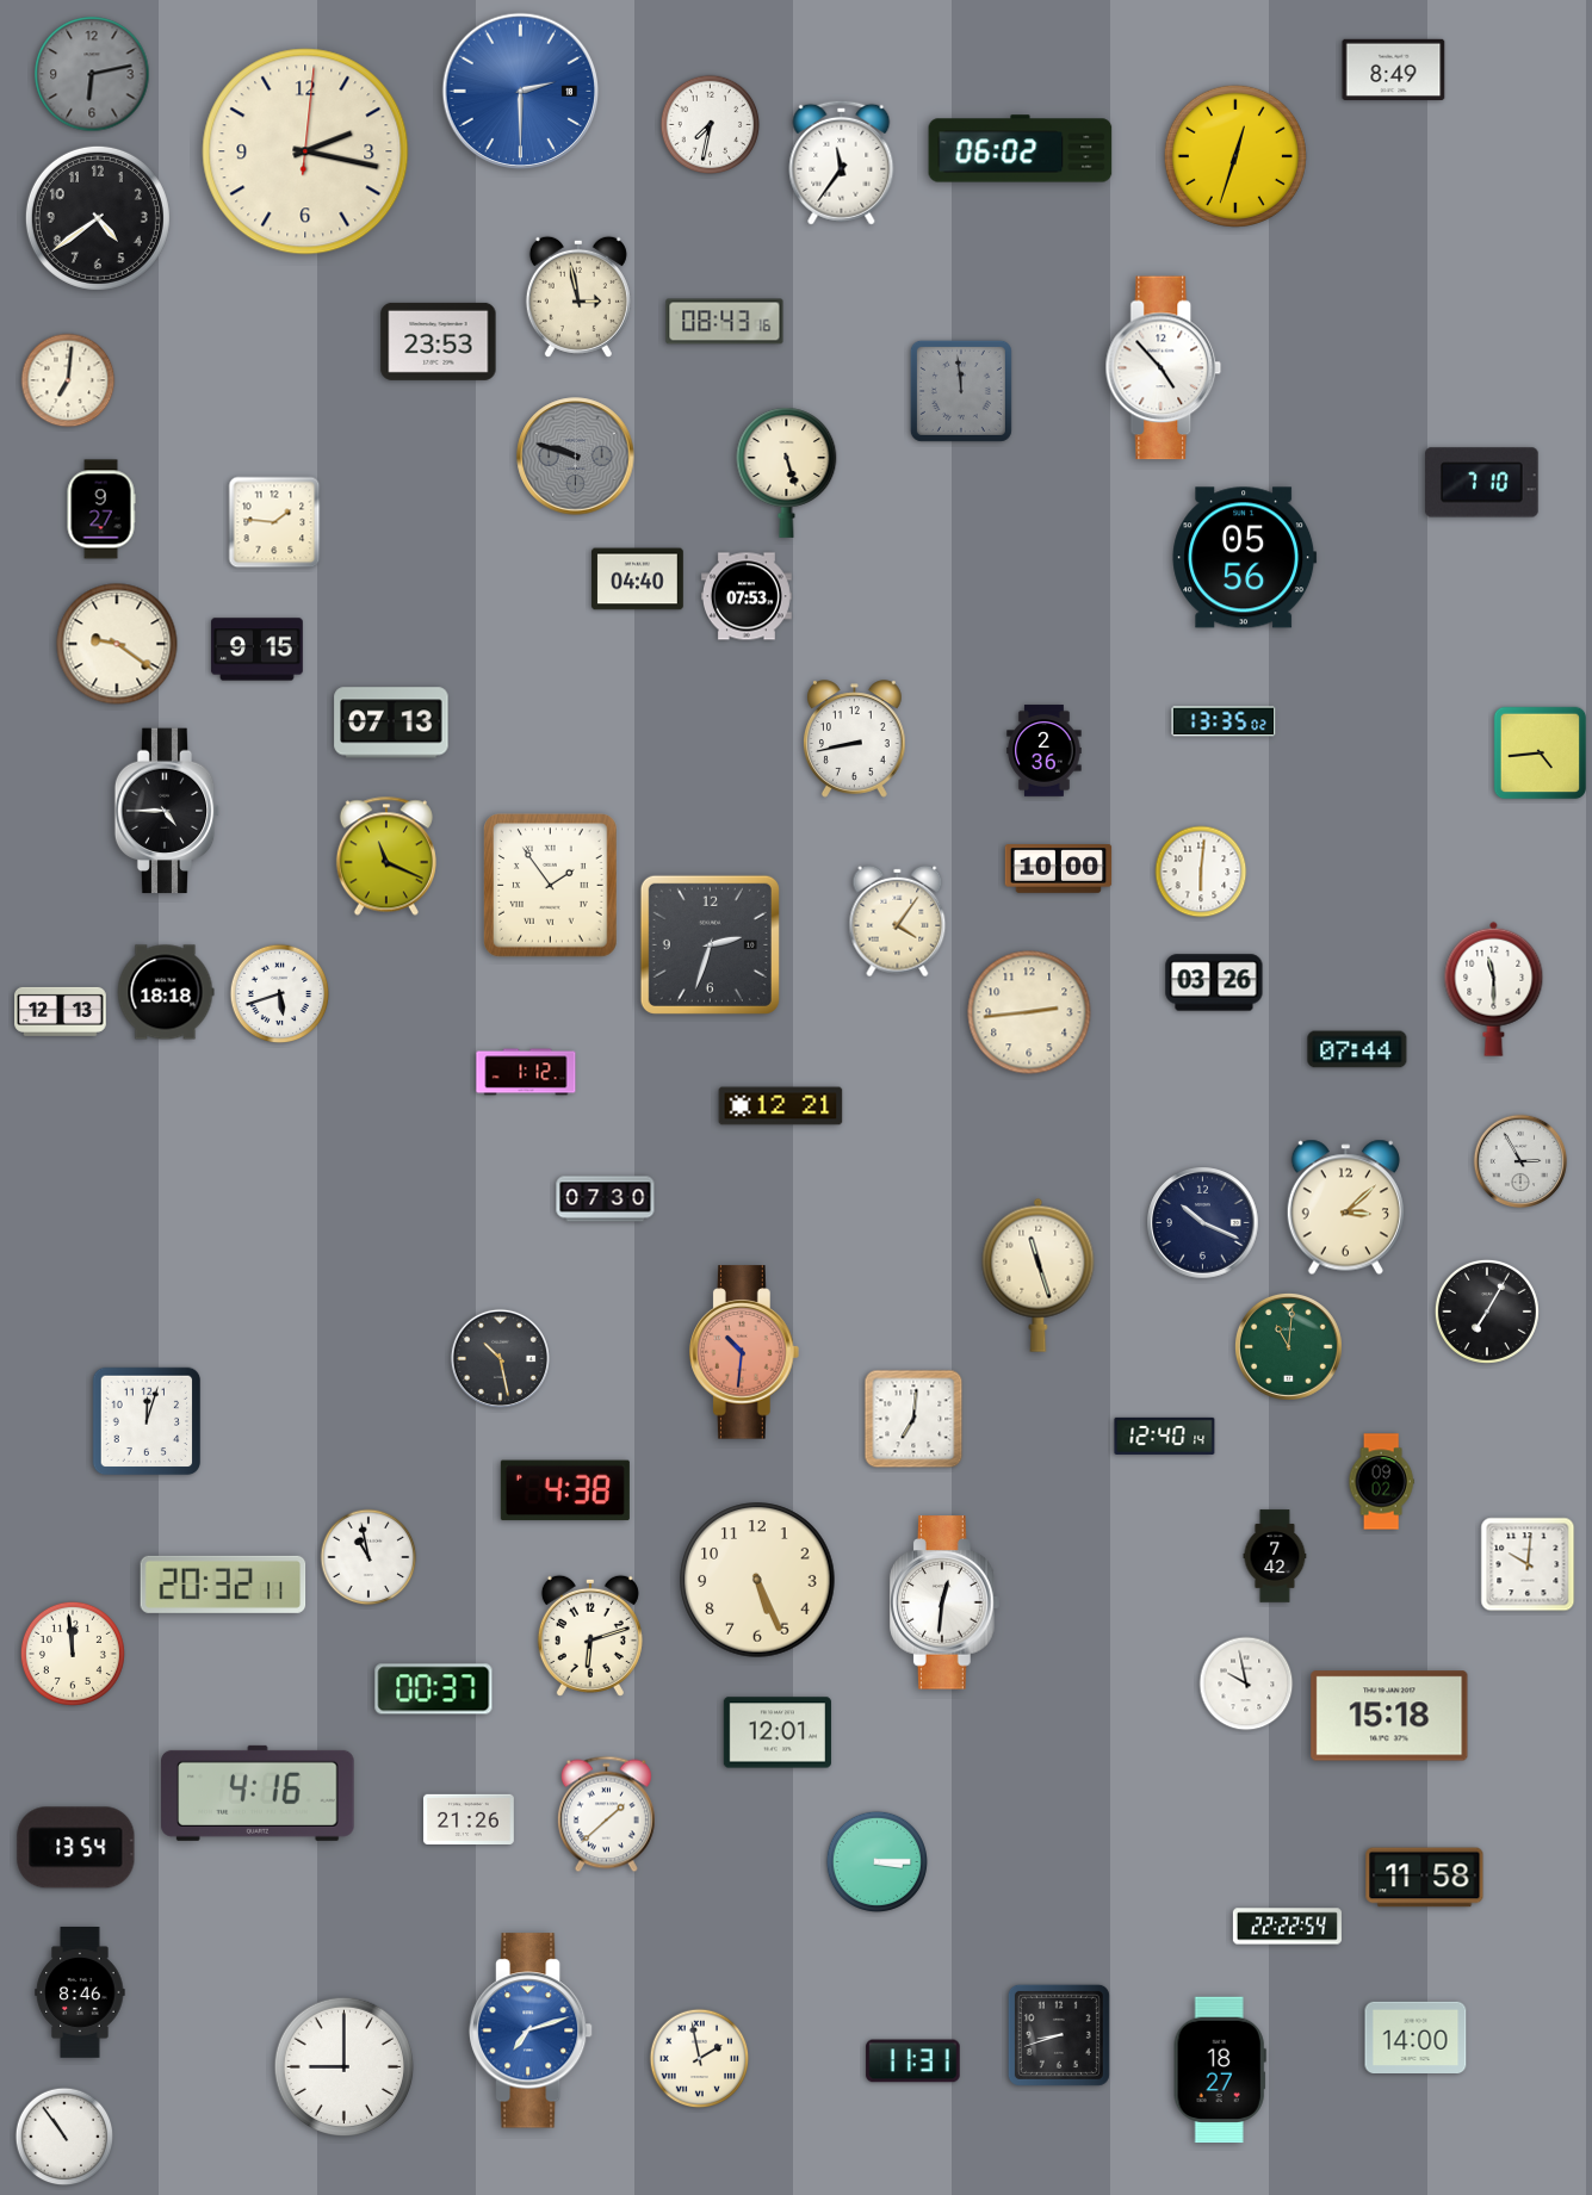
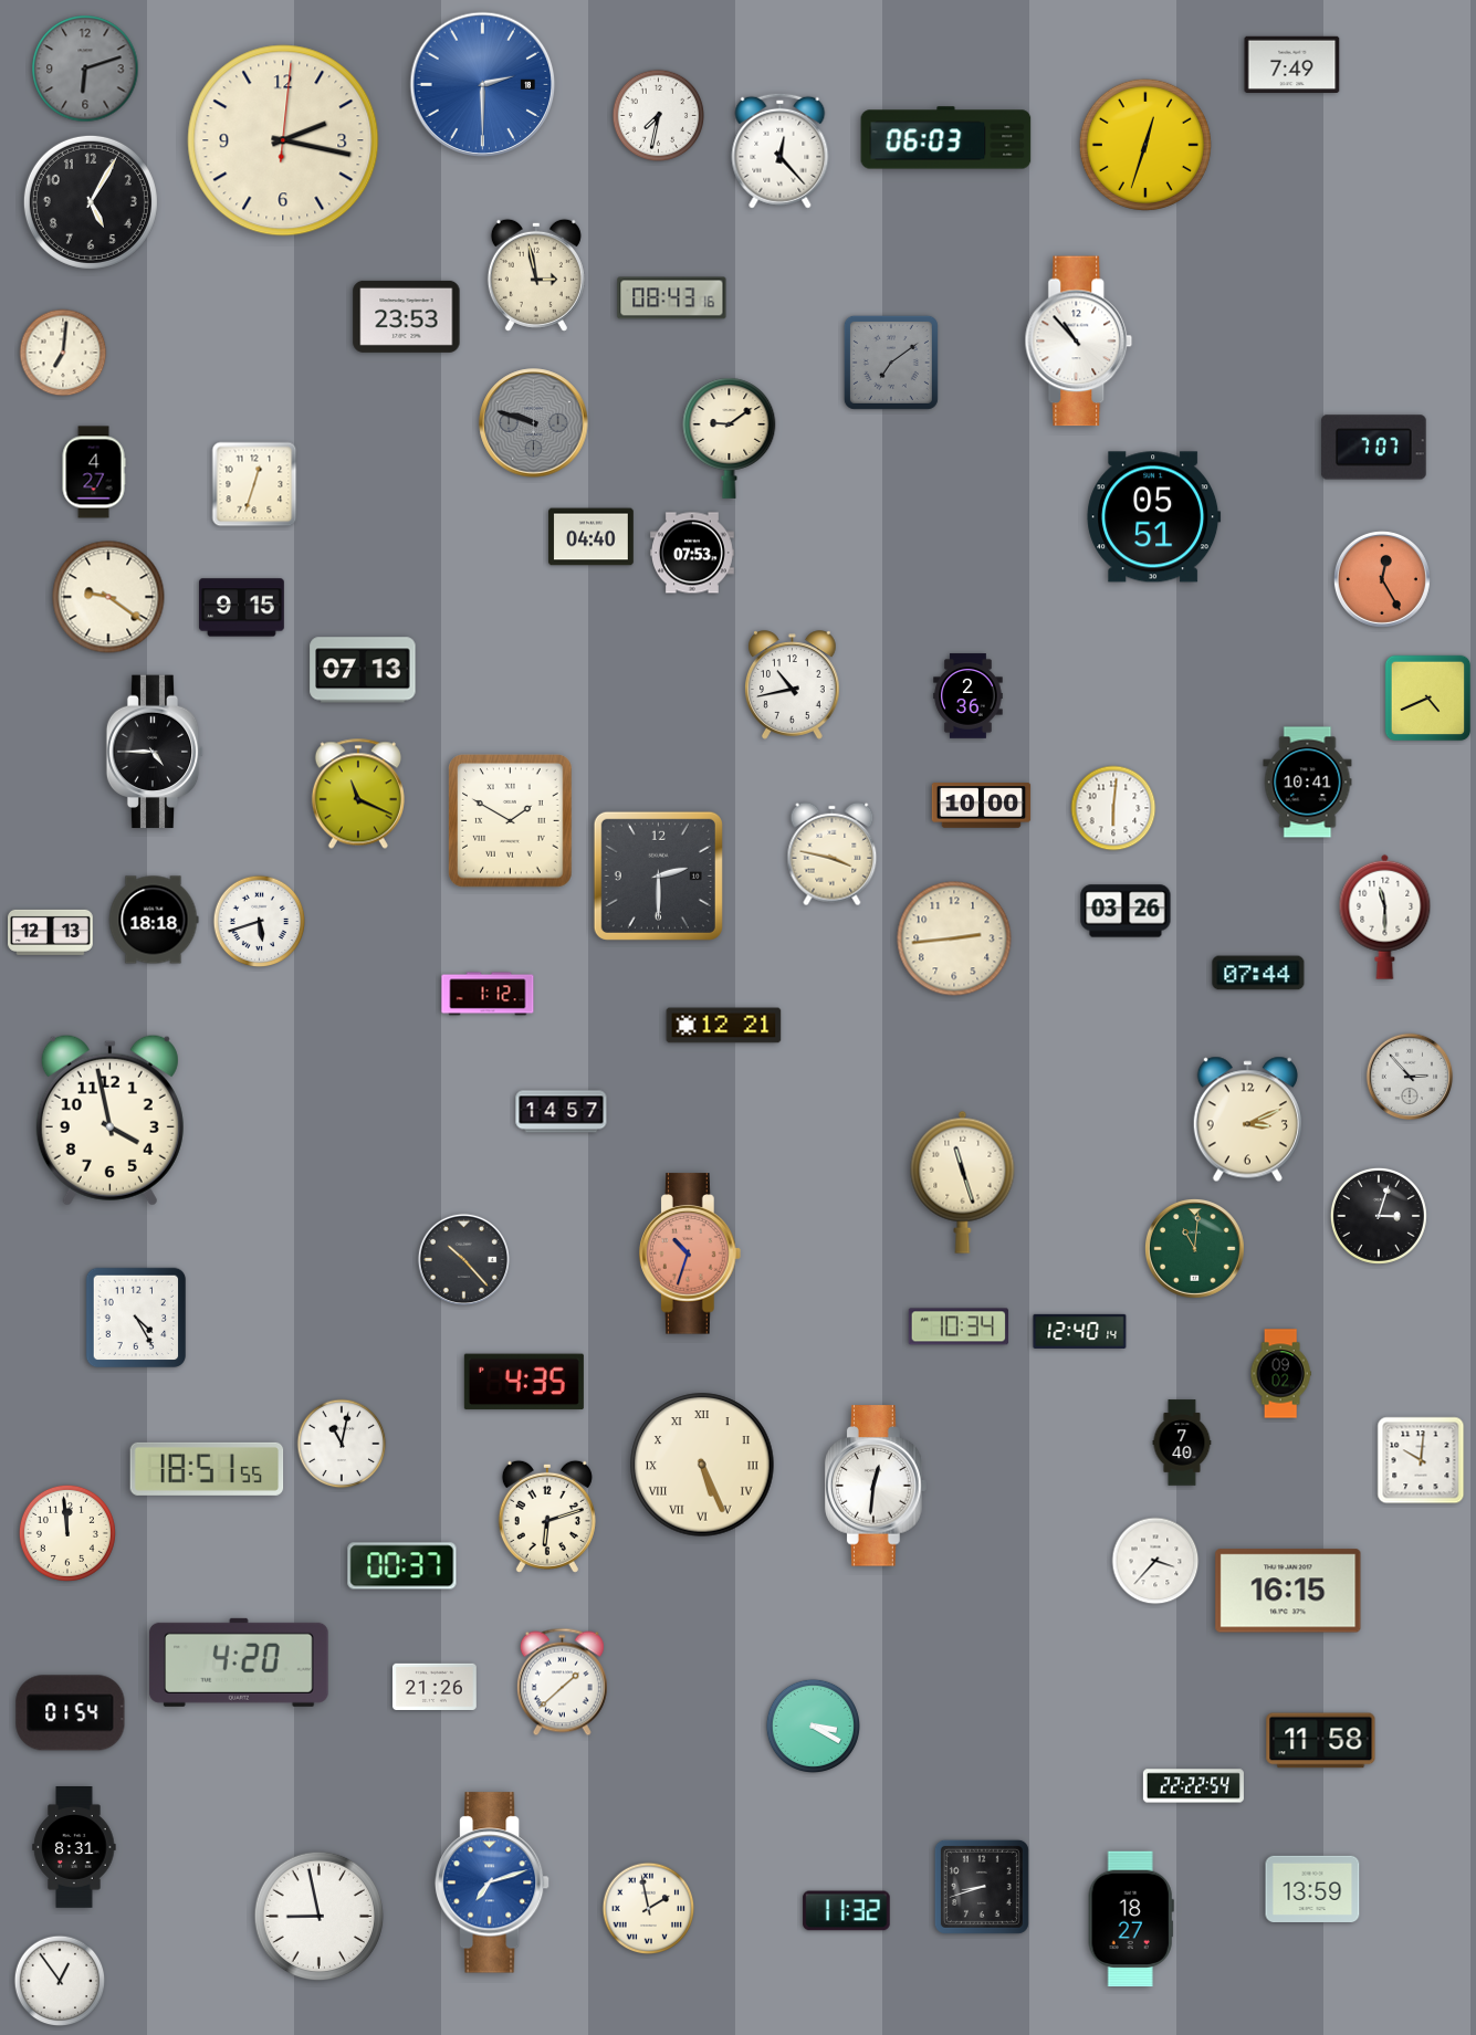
clock at (1394, 69): 8:49 -> 7:49
clock at (92, 74): 6:13 -> 6:12
clock at (1021, 149): 06:02 -> 06:03
clock at (842, 162): 11:36 -> 12:23
clock at (98, 218): 4:39 -> 5:05
clock at (1164, 368): 4:53 -> 10:53
clock at (961, 391): 11:59 -> 7:09
clock at (787, 472): 5:27 -> 9:09
clock at (1482, 483): 7:10 -> 7:07
clock at (101, 509): 9:27 -> 4:27
clock at (274, 522): 1:46 -> 12:33
clock at (1245, 558): 05:56 -> 05:51
clock at (1382, 579): none -> 12:25
clock at (258, 650) position: (258, 650) -> (242, 608)
clock at (1224, 721): 13:35 -> none
clock at (855, 739): 8:43 -> 10:43
clock at (1541, 754): 4:44 -> 4:41
clock at (1308, 783): none -> 10:41
clock at (551, 886): 1:54 -> 1:50
clock at (898, 922): 4:06 -> 3:47
clock at (710, 944): 2:33 -> 2:30
clock at (61, 1011) position: (61, 1011) -> (51, 932)
clock at (1520, 1161): 2:55 -> 2:53
clock at (606, 1199): 07:30 -> 14:57
clock at (109, 1120): none -> 3:58
clock at (1345, 1208): 3:08 -> 3:11
clock at (1203, 1223): 10:19 -> none
clock at (1487, 1312): 7:05 -> 3:03
clock at (745, 1352): 10:31 -> 10:33
clock at (500, 1358): 10:28 -> 10:23
clock at (913, 1419): 7:01 -> none
clock at (147, 1421): 12:03 -> 4:25
clock at (959, 1326): none -> 10:34
clock at (565, 1490): 4:38 -> 4:35
clock at (1275, 1556): 7:42 -> 7:40
clock at (368, 1557): 10:58 -> 11:02
clock at (1528, 1564) position: (1528, 1564) -> (1421, 1460)
clock at (757, 1580) numerals: Arabic -> Roman
clock at (223, 1585): 20:32 -> 18:51
clock at (1246, 1684): 9:58 -> 3:37
clock at (1389, 1716): 15:18 -> 16:15
clock at (778, 1732): 12:01 -> none
clock at (258, 1793): 4:16 -> 4:20
clock at (76, 1848): 13:54 -> 01:54
clock at (876, 1861): 3:15 -> 3:20
clock at (80, 1994): 8:46 -> 8:31
clock at (1416, 2036): 14:00 -> 13:59
clock at (913, 2061): 11:31 -> 11:32
clock at (345, 2067): 9:00 -> 8:58
clock at (64, 2137): 10:54 -> 12:54
